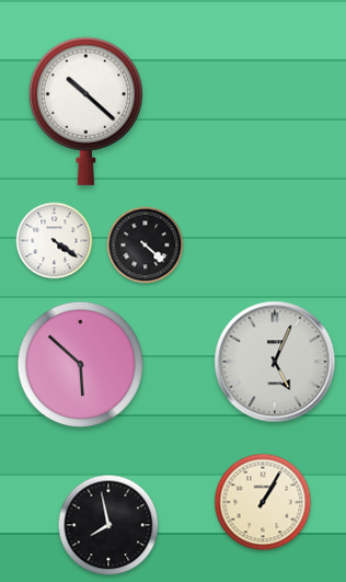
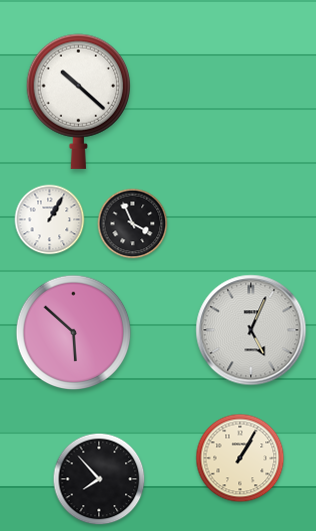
clock at (55, 241): 4:21 -> 1:05
clock at (146, 246): 4:22 -> 3:56
clock at (108, 525): 7:58 -> 7:53
